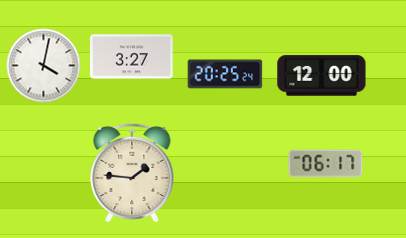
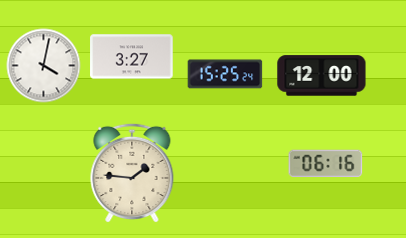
clock at (225, 74): 20:25 -> 15:25
clock at (326, 164): 06:17 -> 06:16
